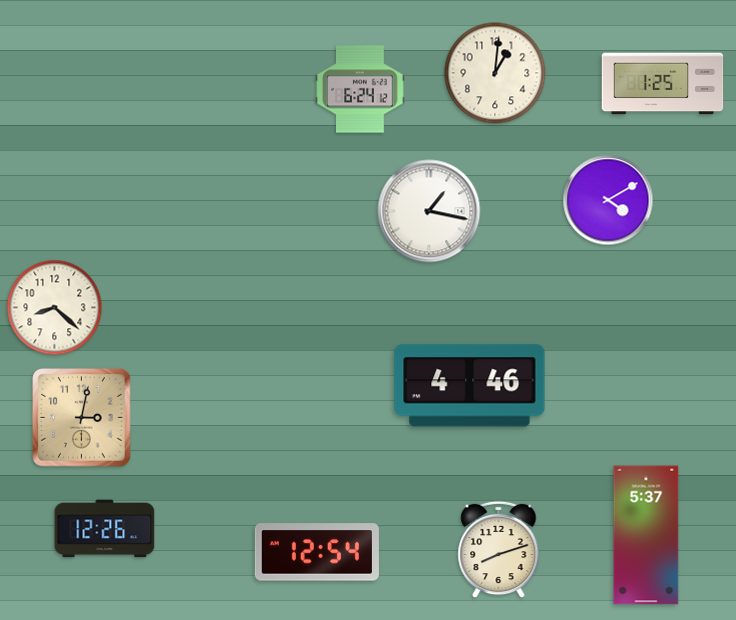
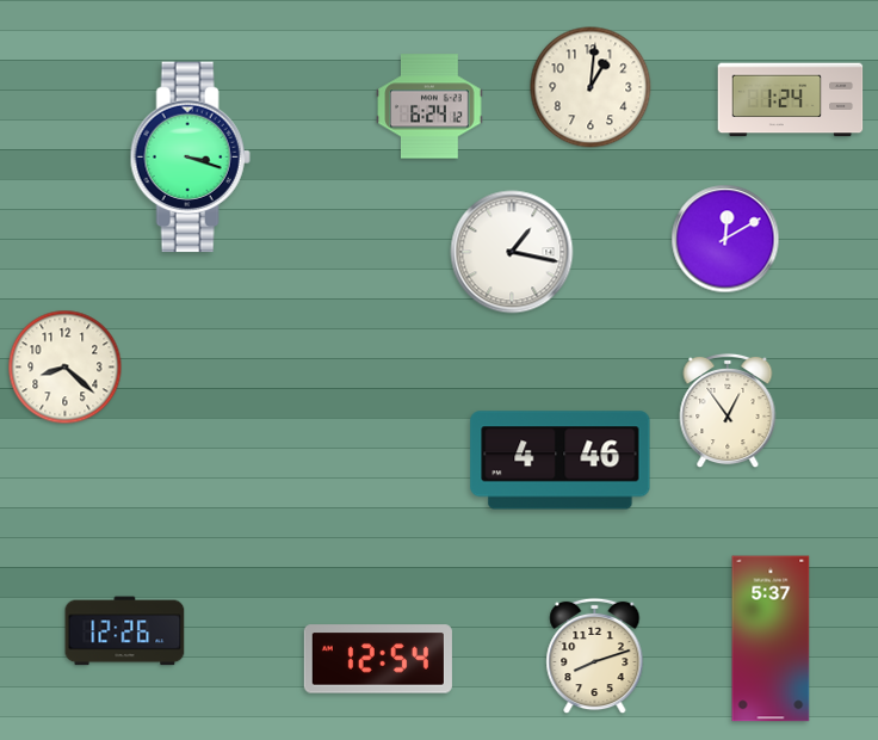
clock at (663, 84): 1:25 -> 1:24
clock at (190, 158): none -> 3:18
clock at (608, 200): 4:10 -> 12:10
clock at (728, 411): none -> 12:54
clock at (82, 418): 3:02 -> none
